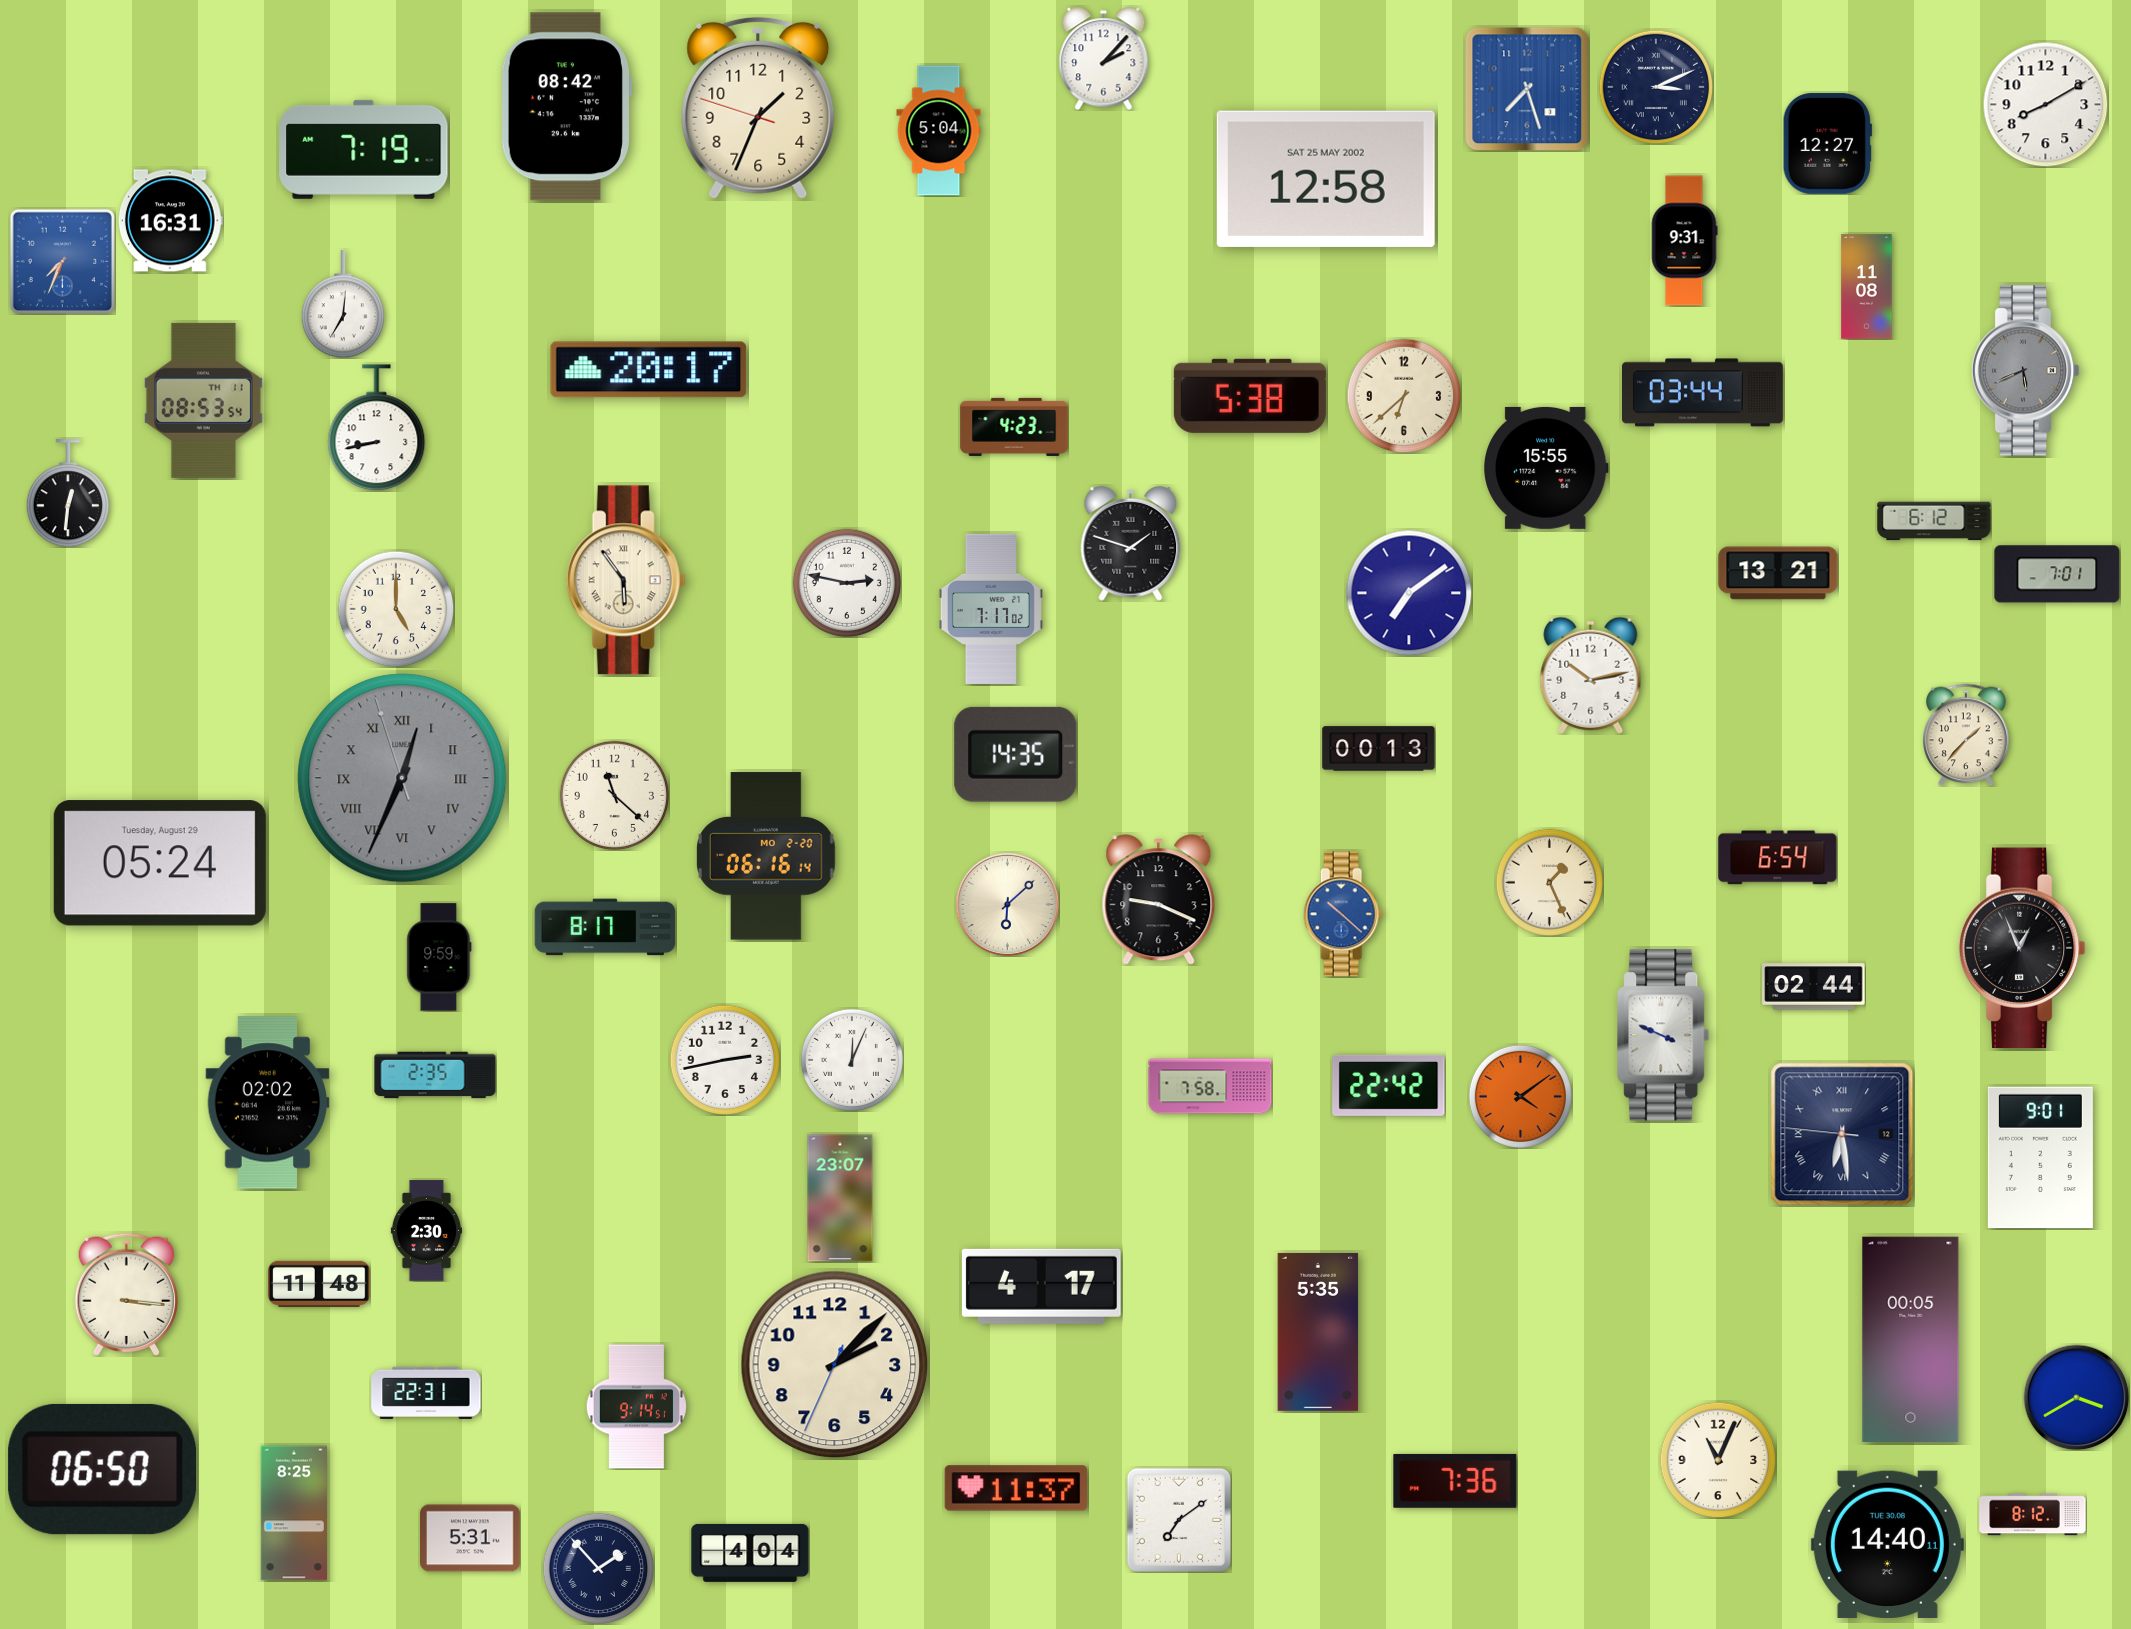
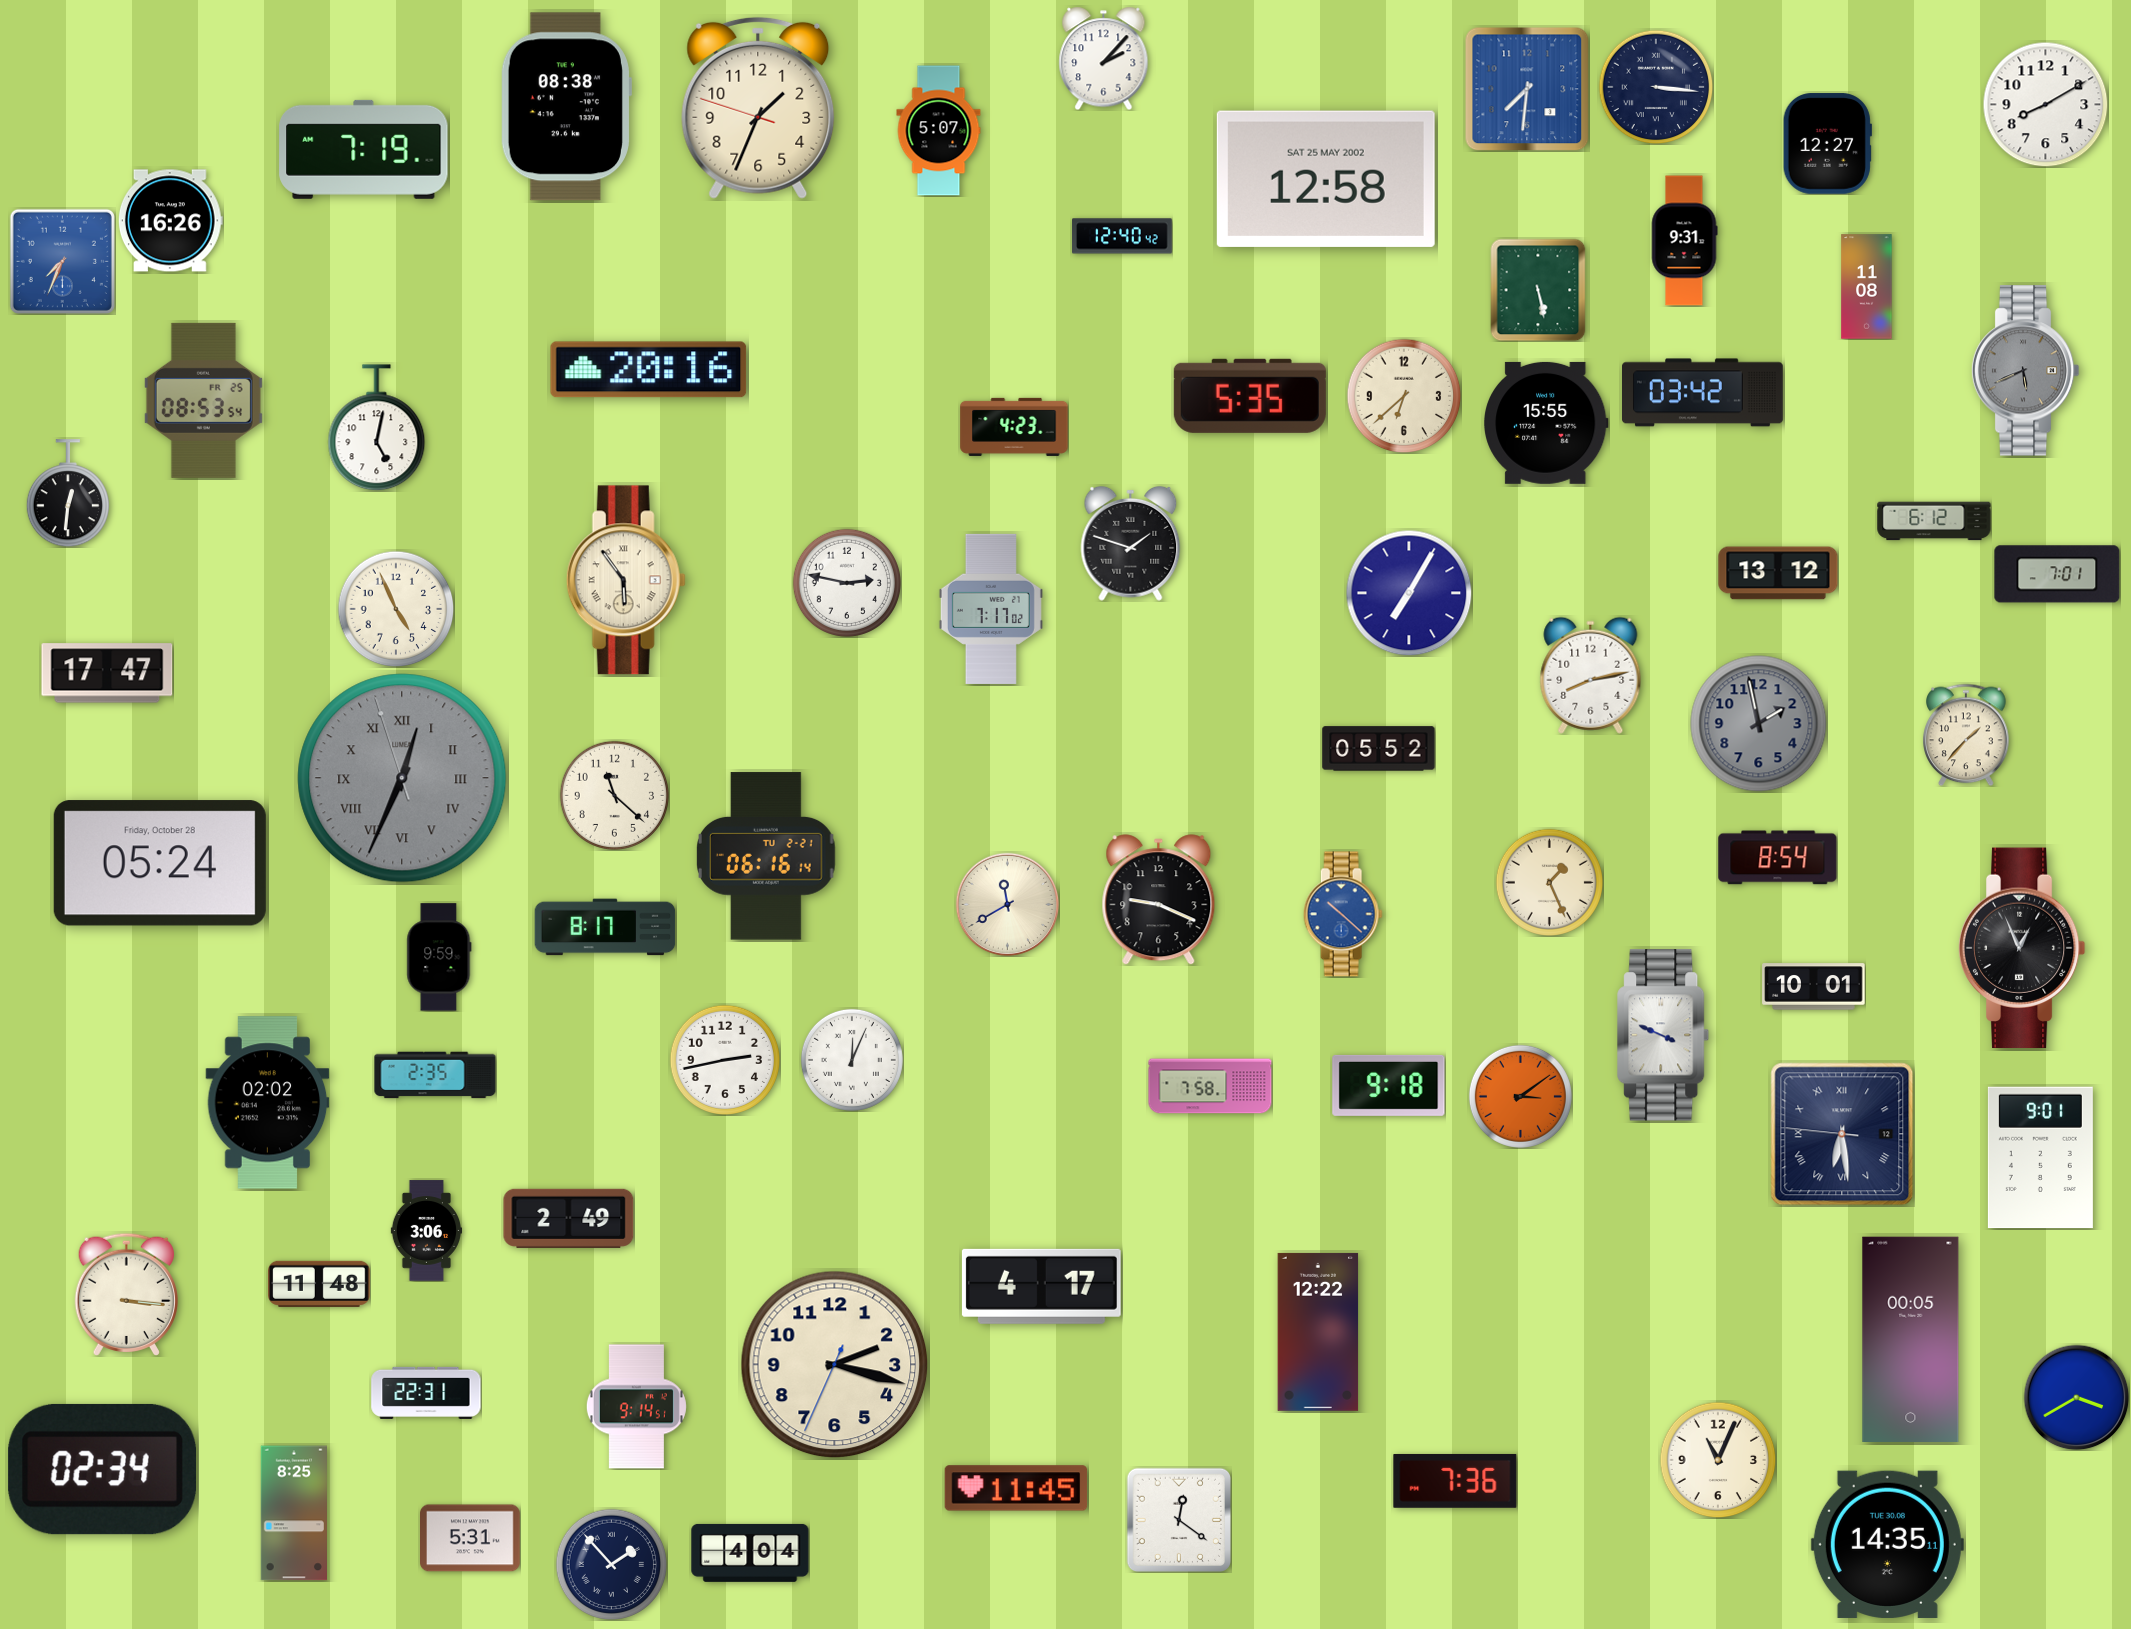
clock at (1656, 87): 3:11 -> 3:16
clock at (1527, 89): 7:27 -> 7:31
clock at (566, 107): 08:42 -> 08:38
clock at (939, 131): 5:04 -> 5:07
clock at (170, 221): 16:31 -> 16:26
clock at (1122, 236): none -> 12:40
clock at (1538, 290): none -> 5:28
clock at (343, 304): 7:01 -> none
clock at (649, 370): 20:17 -> 20:16
clock at (1703, 393): 03:44 -> 03:42
clock at (1250, 396): 5:38 -> 5:35
clock at (203, 400) date: TH 11 -> FR 25
clock at (377, 428): 8:43 -> 5:02
clock at (1547, 468) position: (1547, 468) -> (1547, 423)
clock at (1778, 573): 13:21 -> 13:12
clock at (1409, 593): 7:09 -> 7:05
clock at (396, 609): 5:00 -> 4:56
clock at (107, 673): none -> 17:47
clock at (1591, 675): 10:13 -> 8:13
clock at (1759, 724): none -> 1:58
clock at (1379, 749): 00:13 -> 05:52
clock at (1016, 754): 14:35 -> none
clock at (767, 856) date: MO 2-20 -> TU 2-21
clock at (1778, 858): 6:54 -> 8:54
clock at (160, 863) date: Tuesday, August 29 -> Friday, October 28
clock at (1007, 904): 6:08 -> 11:40
clock at (1814, 987): 02:44 -> 10:01
clock at (1389, 1085): 22:42 -> 9:18
clock at (1520, 1096): 4:09 -> 3:09
clock at (840, 1198): 23:07 -> none
clock at (569, 1218): none -> 2:49
clock at (426, 1231): 2:30 -> 3:06
clock at (1318, 1332): 5:35 -> 12:22
clock at (835, 1365): 2:07 -> 2:17
clock at (102, 1469): 06:50 -> 02:34
clock at (1016, 1488): 11:37 -> 11:45
clock at (2033, 1515): 8:12 -> none
clock at (1178, 1519): 7:09 -> 12:21
clock at (1887, 1544): 14:40 -> 14:35
clock at (598, 1568) position: (598, 1568) -> (611, 1564)
